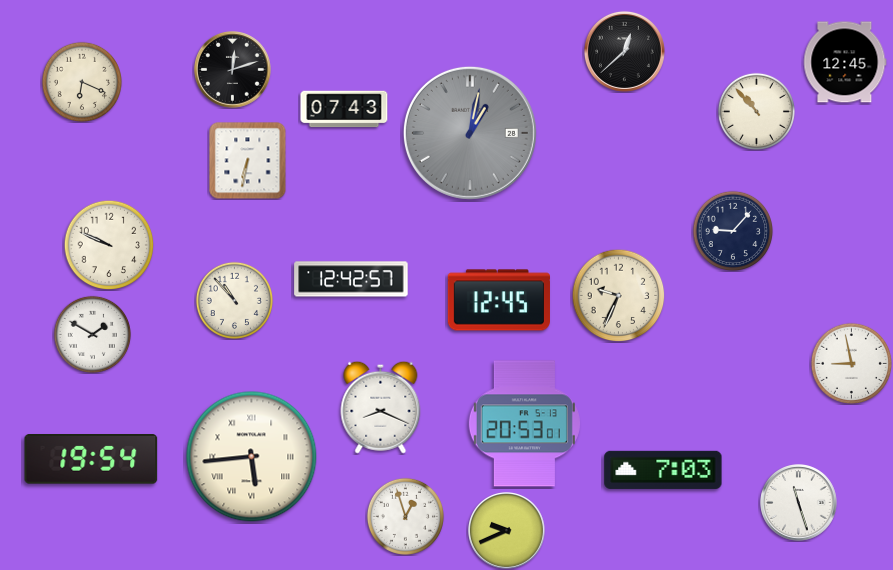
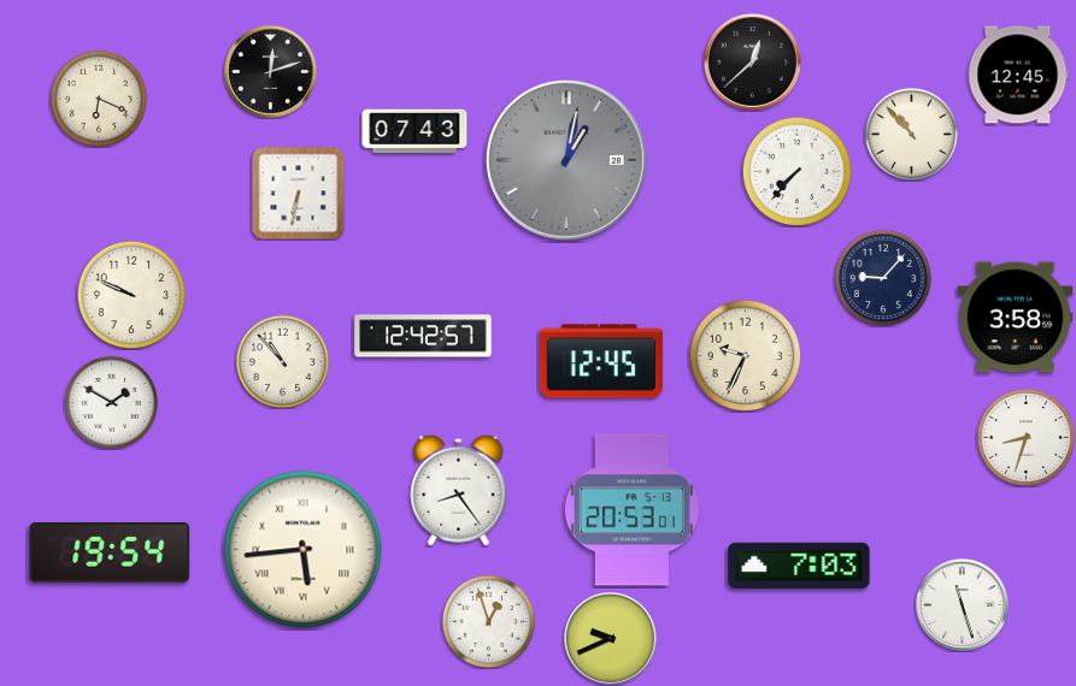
clock at (233, 70) position: (233, 70) -> (271, 72)
clock at (796, 171): none -> 7:37
clock at (1016, 318): none -> 3:58
clock at (851, 363): 8:58 -> 8:33
clock at (381, 407): 8:19 -> 8:24
